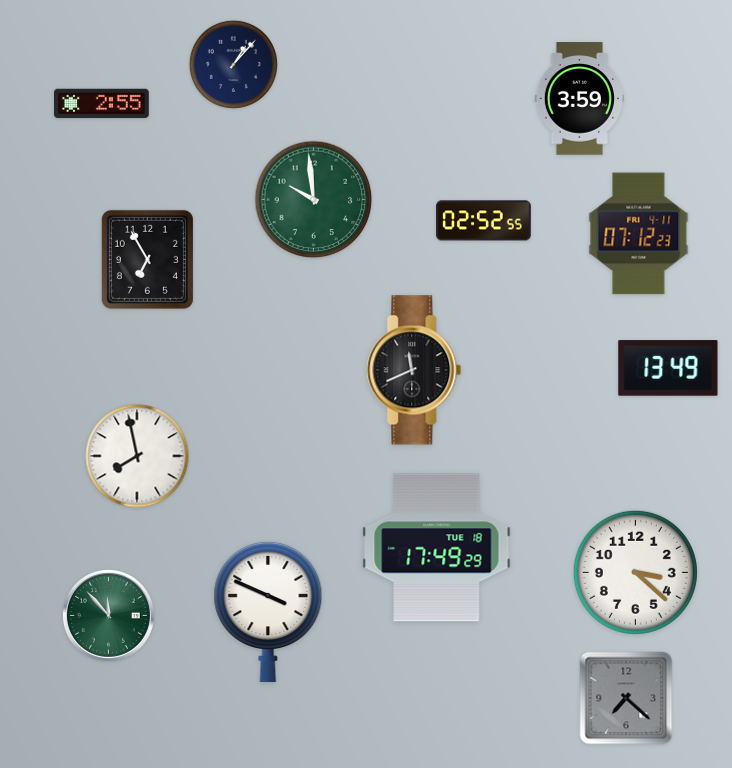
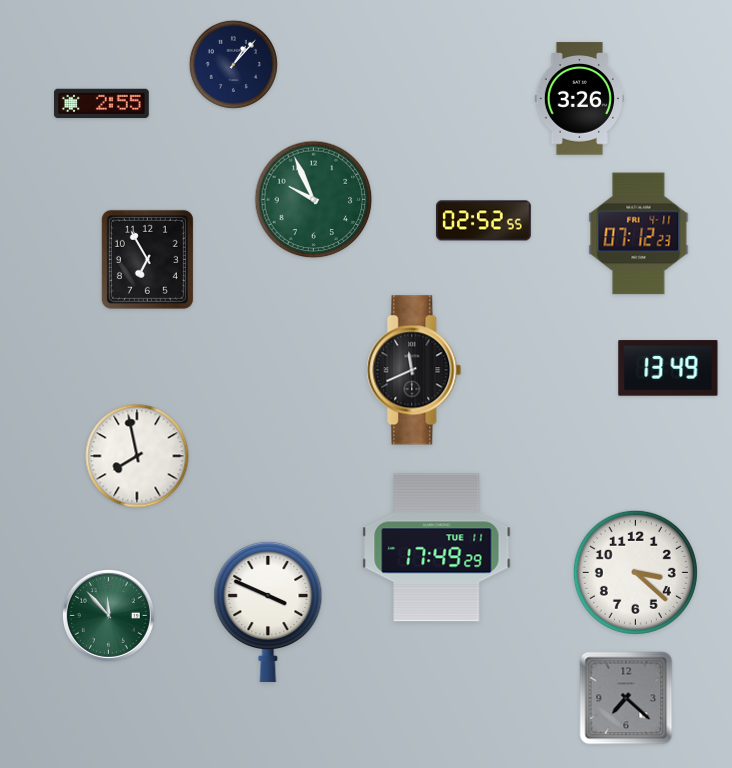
clock at (579, 99): 3:59 -> 3:26
clock at (314, 200): 9:59 -> 9:56
clock at (437, 548) date: TUE 18 -> TUE 11
